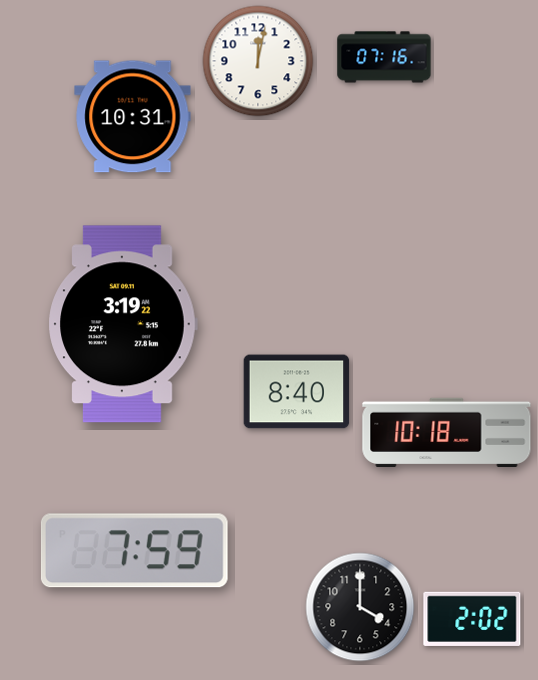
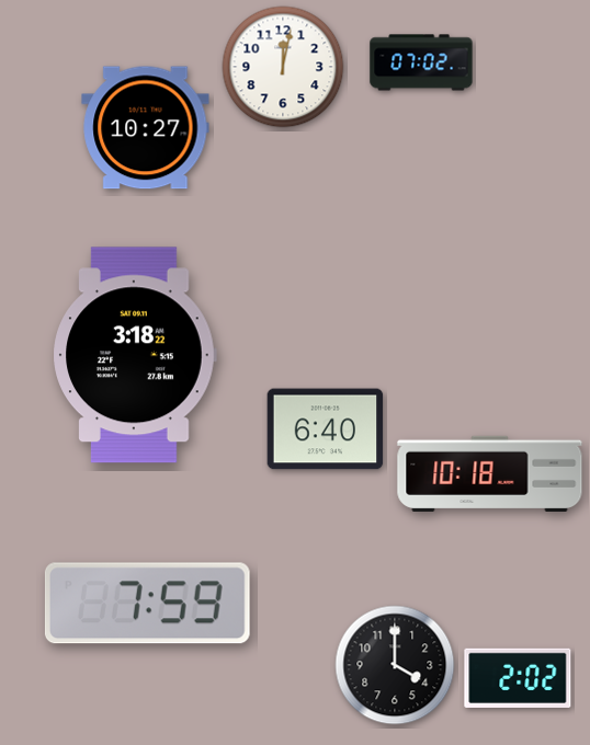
clock at (384, 57): 07:16 -> 07:02
clock at (133, 117): 10:31 -> 10:27
clock at (123, 324): 3:19 -> 3:18
clock at (297, 392): 8:40 -> 6:40
